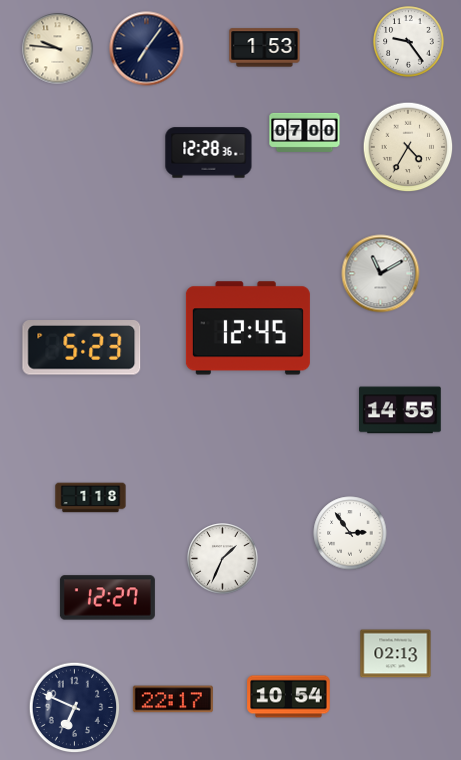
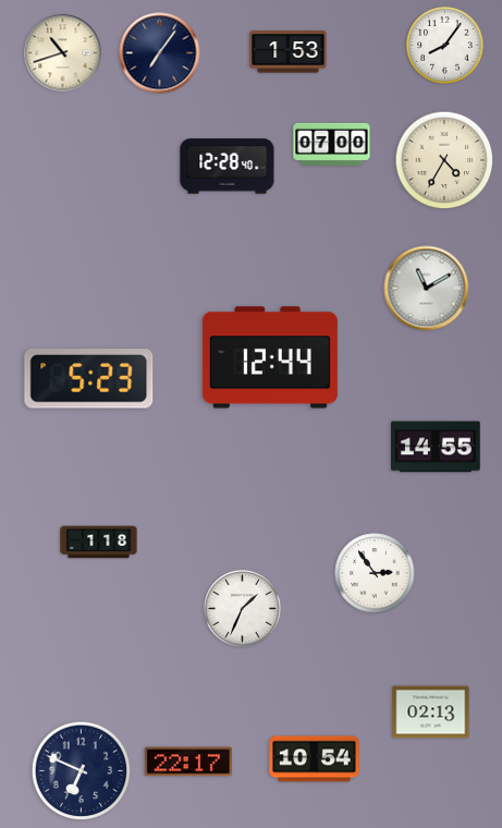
clock at (409, 42): 9:24 -> 8:06
clock at (58, 49): 9:46 -> 10:42
clock at (209, 153): 12:28:36 -> 12:28:40
clock at (381, 274) position: (381, 274) -> (427, 289)
clock at (248, 328): 12:45 -> 12:44
clock at (350, 533) position: (350, 533) -> (375, 573)
clock at (107, 598): 12:27 -> none
